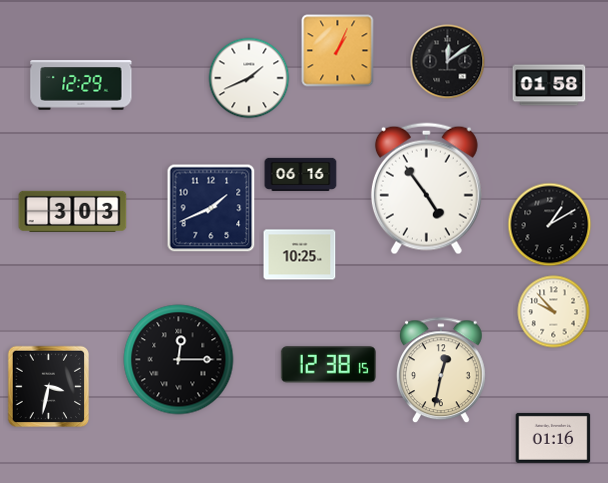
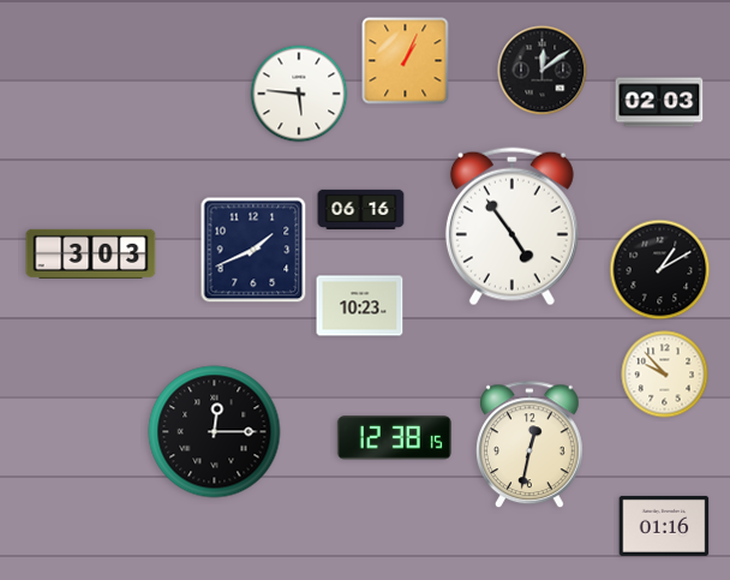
clock at (448, 62) position: (448, 62) -> (543, 71)
clock at (249, 78): 1:41 -> 5:46
clock at (81, 85): 12:29 -> none
clock at (549, 85): 01:58 -> 02:03
clock at (73, 211) position: (73, 211) -> (91, 253)
clock at (300, 255): 10:25 -> 10:23
clock at (49, 387): 3:32 -> none
